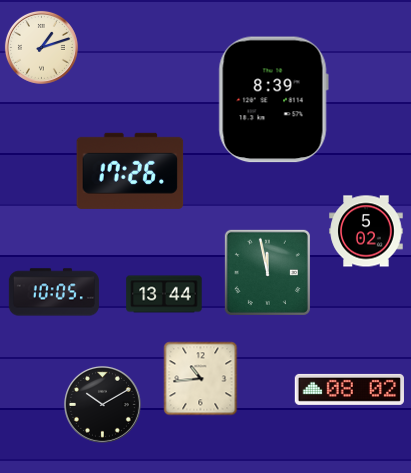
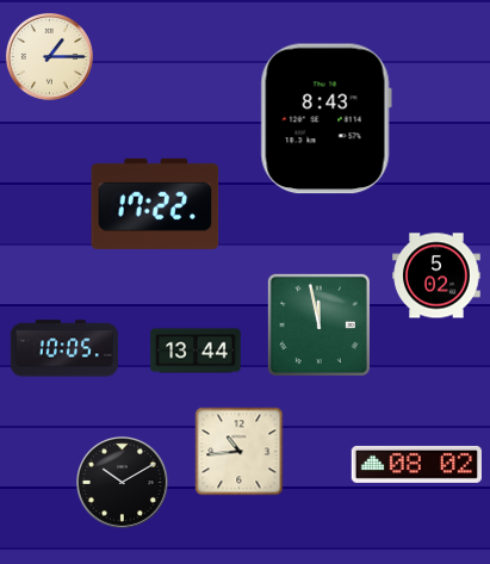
clock at (41, 47): 1:12 -> 1:15
clock at (273, 100): 8:39 -> 8:43
clock at (130, 171): 17:26 -> 17:22
